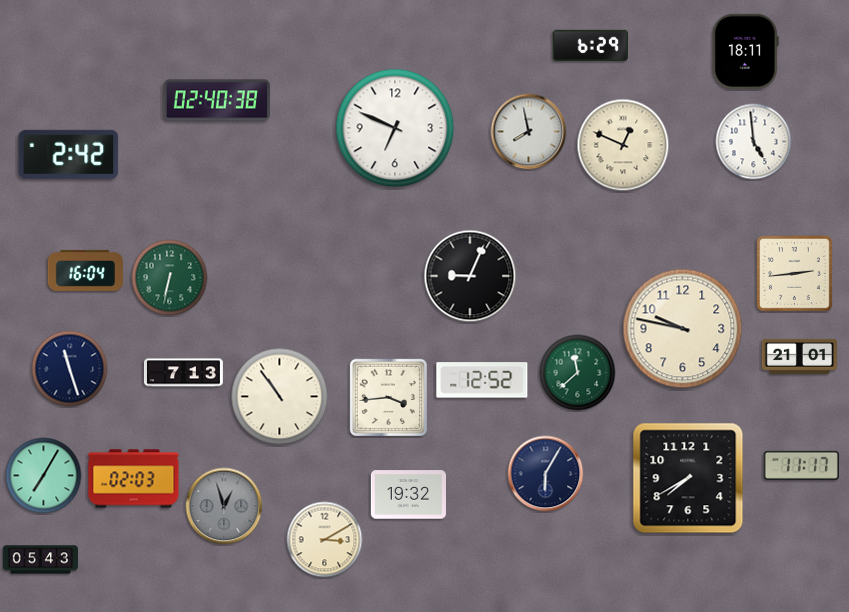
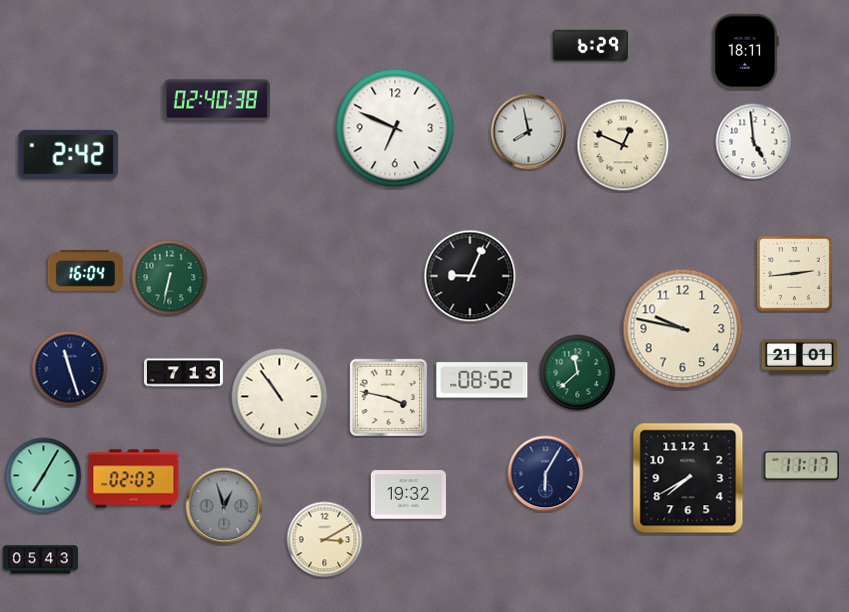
clock at (482, 380): 12:52 -> 08:52
clock at (388, 397): 3:44 -> 3:47
